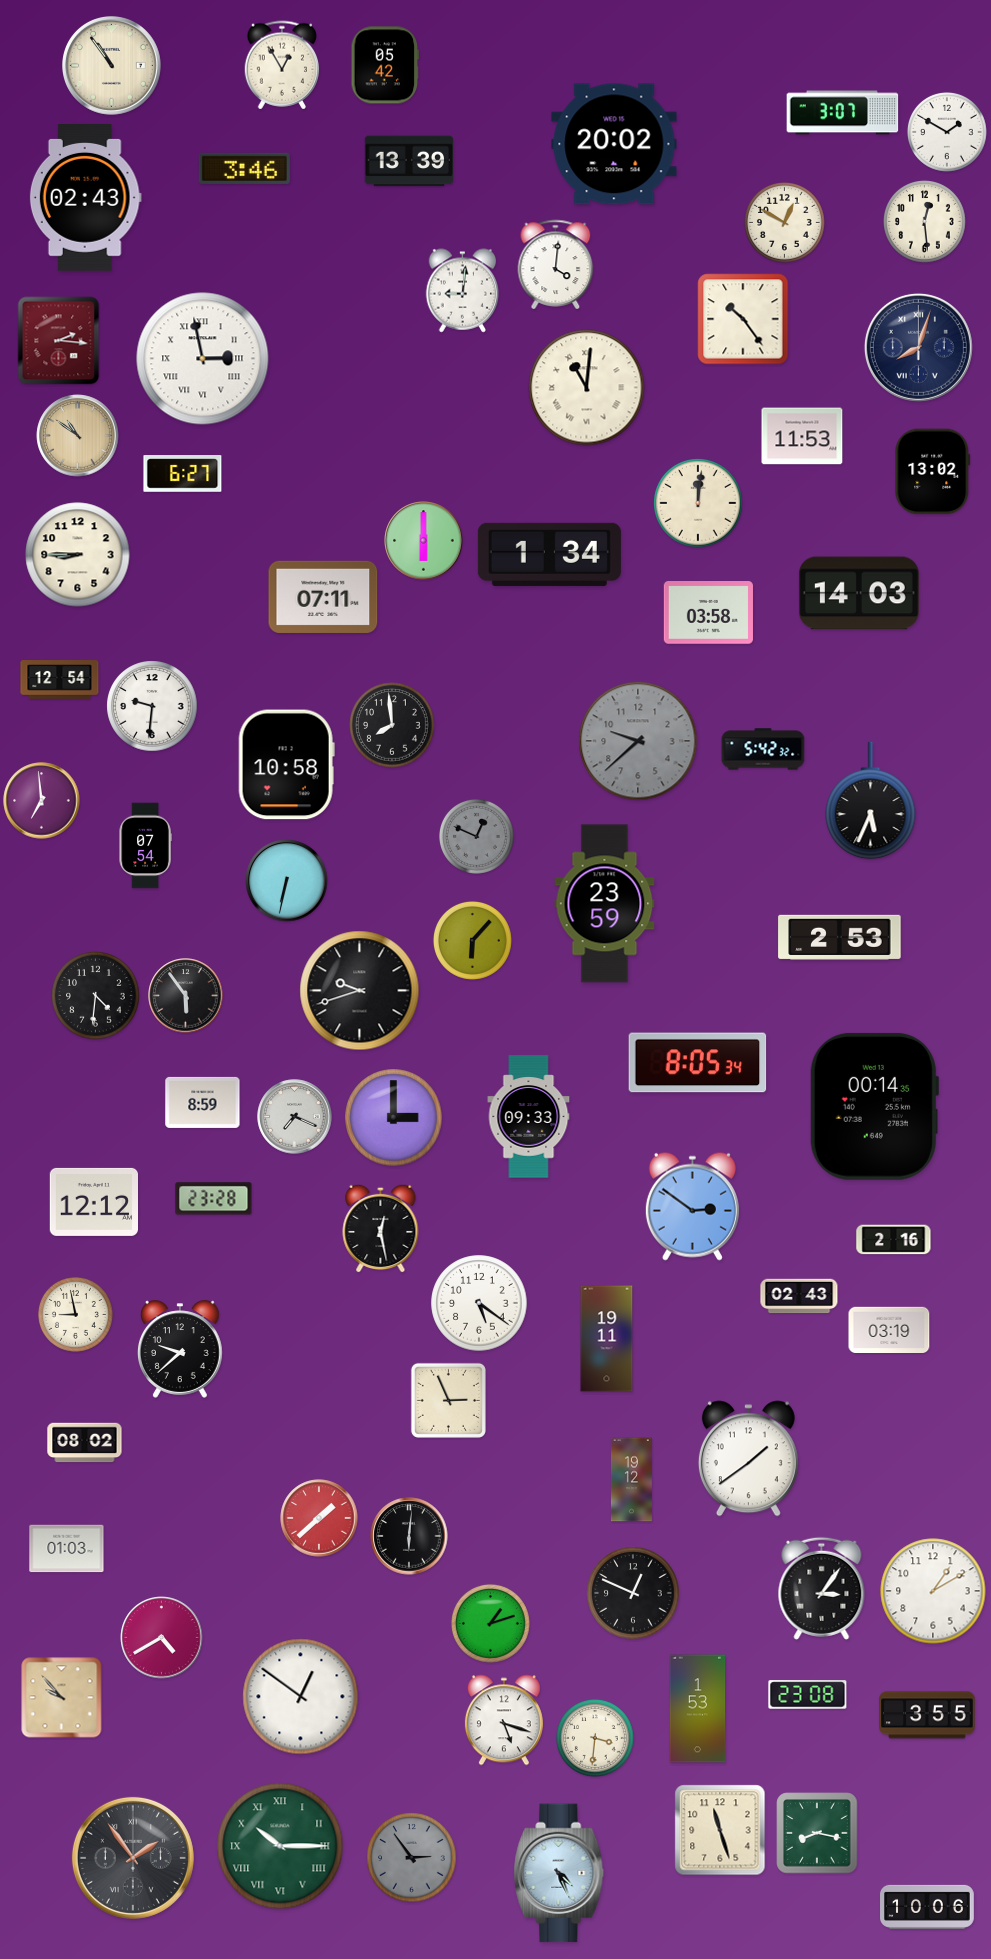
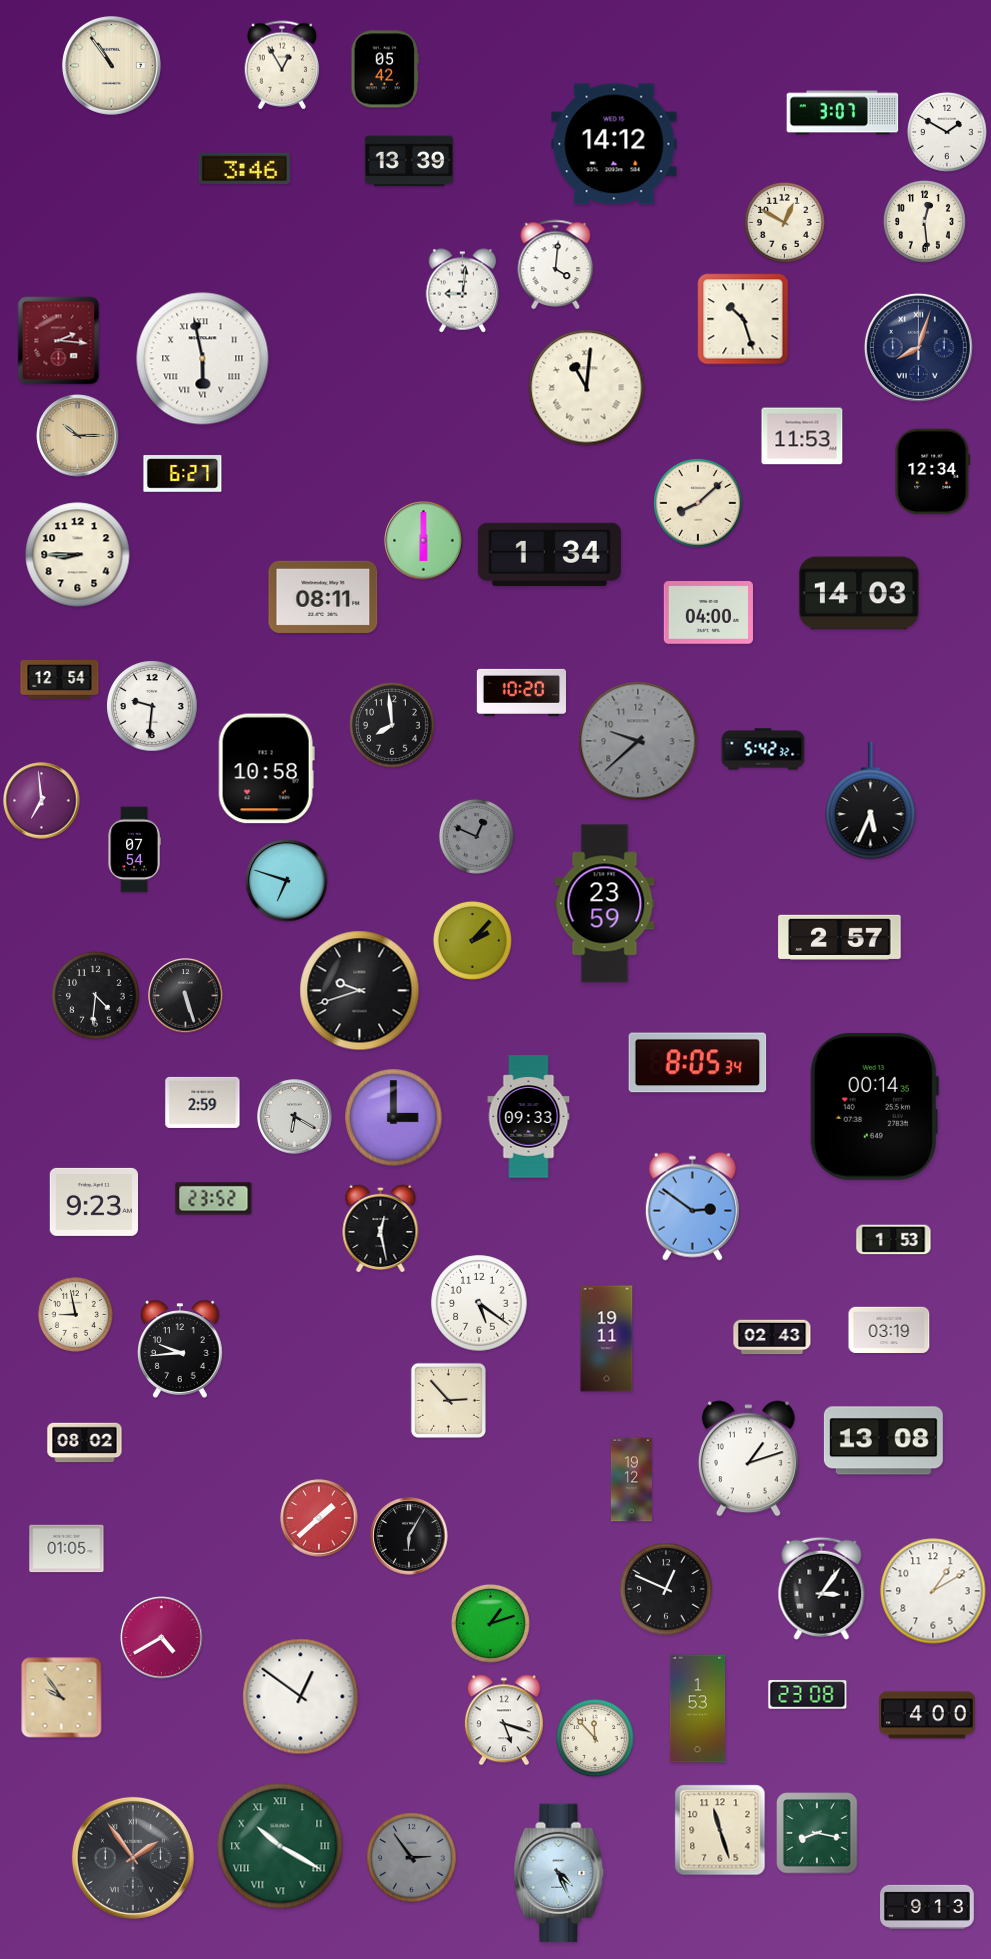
clock at (385, 65) position: (385, 65) -> (385, 69)
clock at (614, 144): 20:02 -> 14:12
clock at (85, 198): 02:43 -> none
clock at (743, 319): 10:24 -> 10:27
clock at (203, 359): 2:58 -> 5:58
clock at (78, 436): 10:51 -> 10:15
clock at (933, 472): 13:02 -> 12:34
clock at (698, 503): 12:01 -> 8:08
clock at (323, 597): 07:11 -> 08:11
clock at (708, 613): 03:58 -> 04:00
clock at (521, 692): none -> 10:20
clock at (286, 765) position: (286, 765) -> (266, 769)
clock at (145, 846) position: (145, 846) -> (134, 850)
clock at (287, 881): 6:32 -> 6:48
clock at (840, 937): 2:53 -> 2:57
clock at (472, 940): 6:07 -> 2:07
clock at (186, 996): 5:54 -> 5:27
clock at (203, 1102): 8:59 -> 2:59
clock at (295, 1117): 7:19 -> 6:20
clock at (214, 1199): 23:28 -> 23:52
clock at (93, 1202): 12:12 -> 9:23
clock at (894, 1240): 2:16 -> 1:53
clock at (799, 1296) position: (799, 1296) -> (772, 1337)
clock at (180, 1349): 9:38 -> 9:44
clock at (448, 1400): 2:56 -> 2:53
clock at (883, 1441): none -> 13:08
clock at (748, 1459): 1:39 -> 1:12
clock at (409, 1536): 6:01 -> 6:05
clock at (67, 1549): 01:03 -> 01:05
clock at (633, 1593) position: (633, 1593) -> (666, 1589)
clock at (62, 1698): 9:53 -> 9:54
clock at (927, 1715): 3:55 -> 4:00
clock at (595, 1738): 3:31 -> 11:53
clock at (280, 1846): 10:15 -> 10:20
clock at (927, 1907): 10:06 -> 9:13
